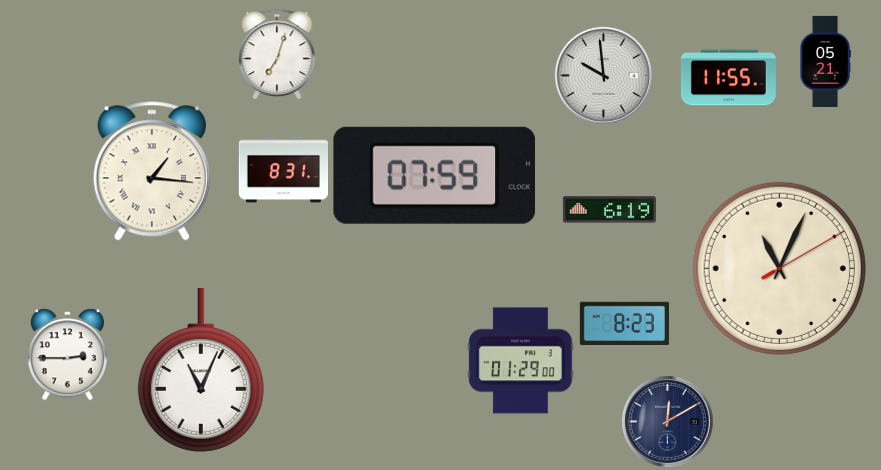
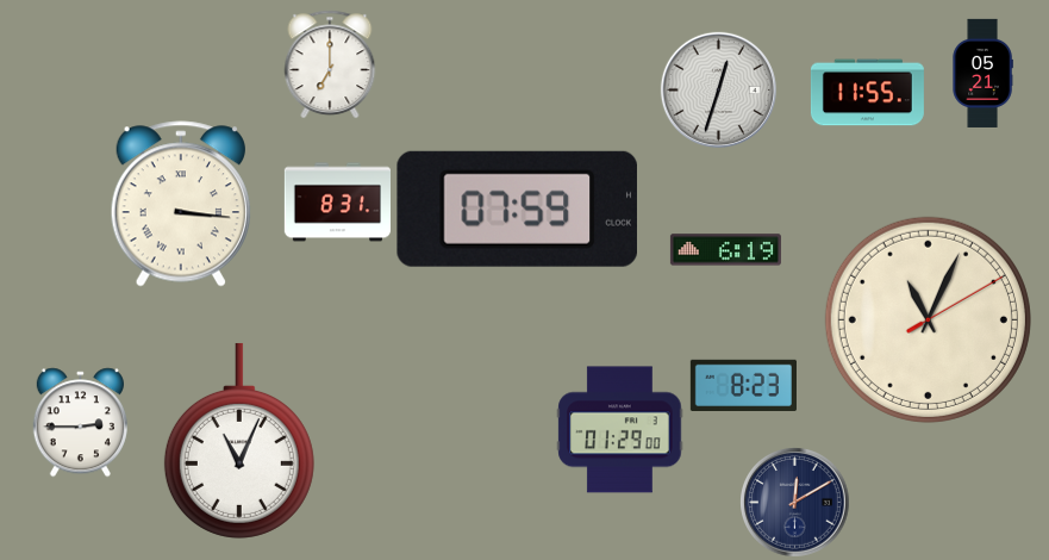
clock at (277, 54): 7:03 -> 7:00
clock at (603, 75): 9:59 -> 12:33
clock at (152, 171): 1:16 -> 3:16
